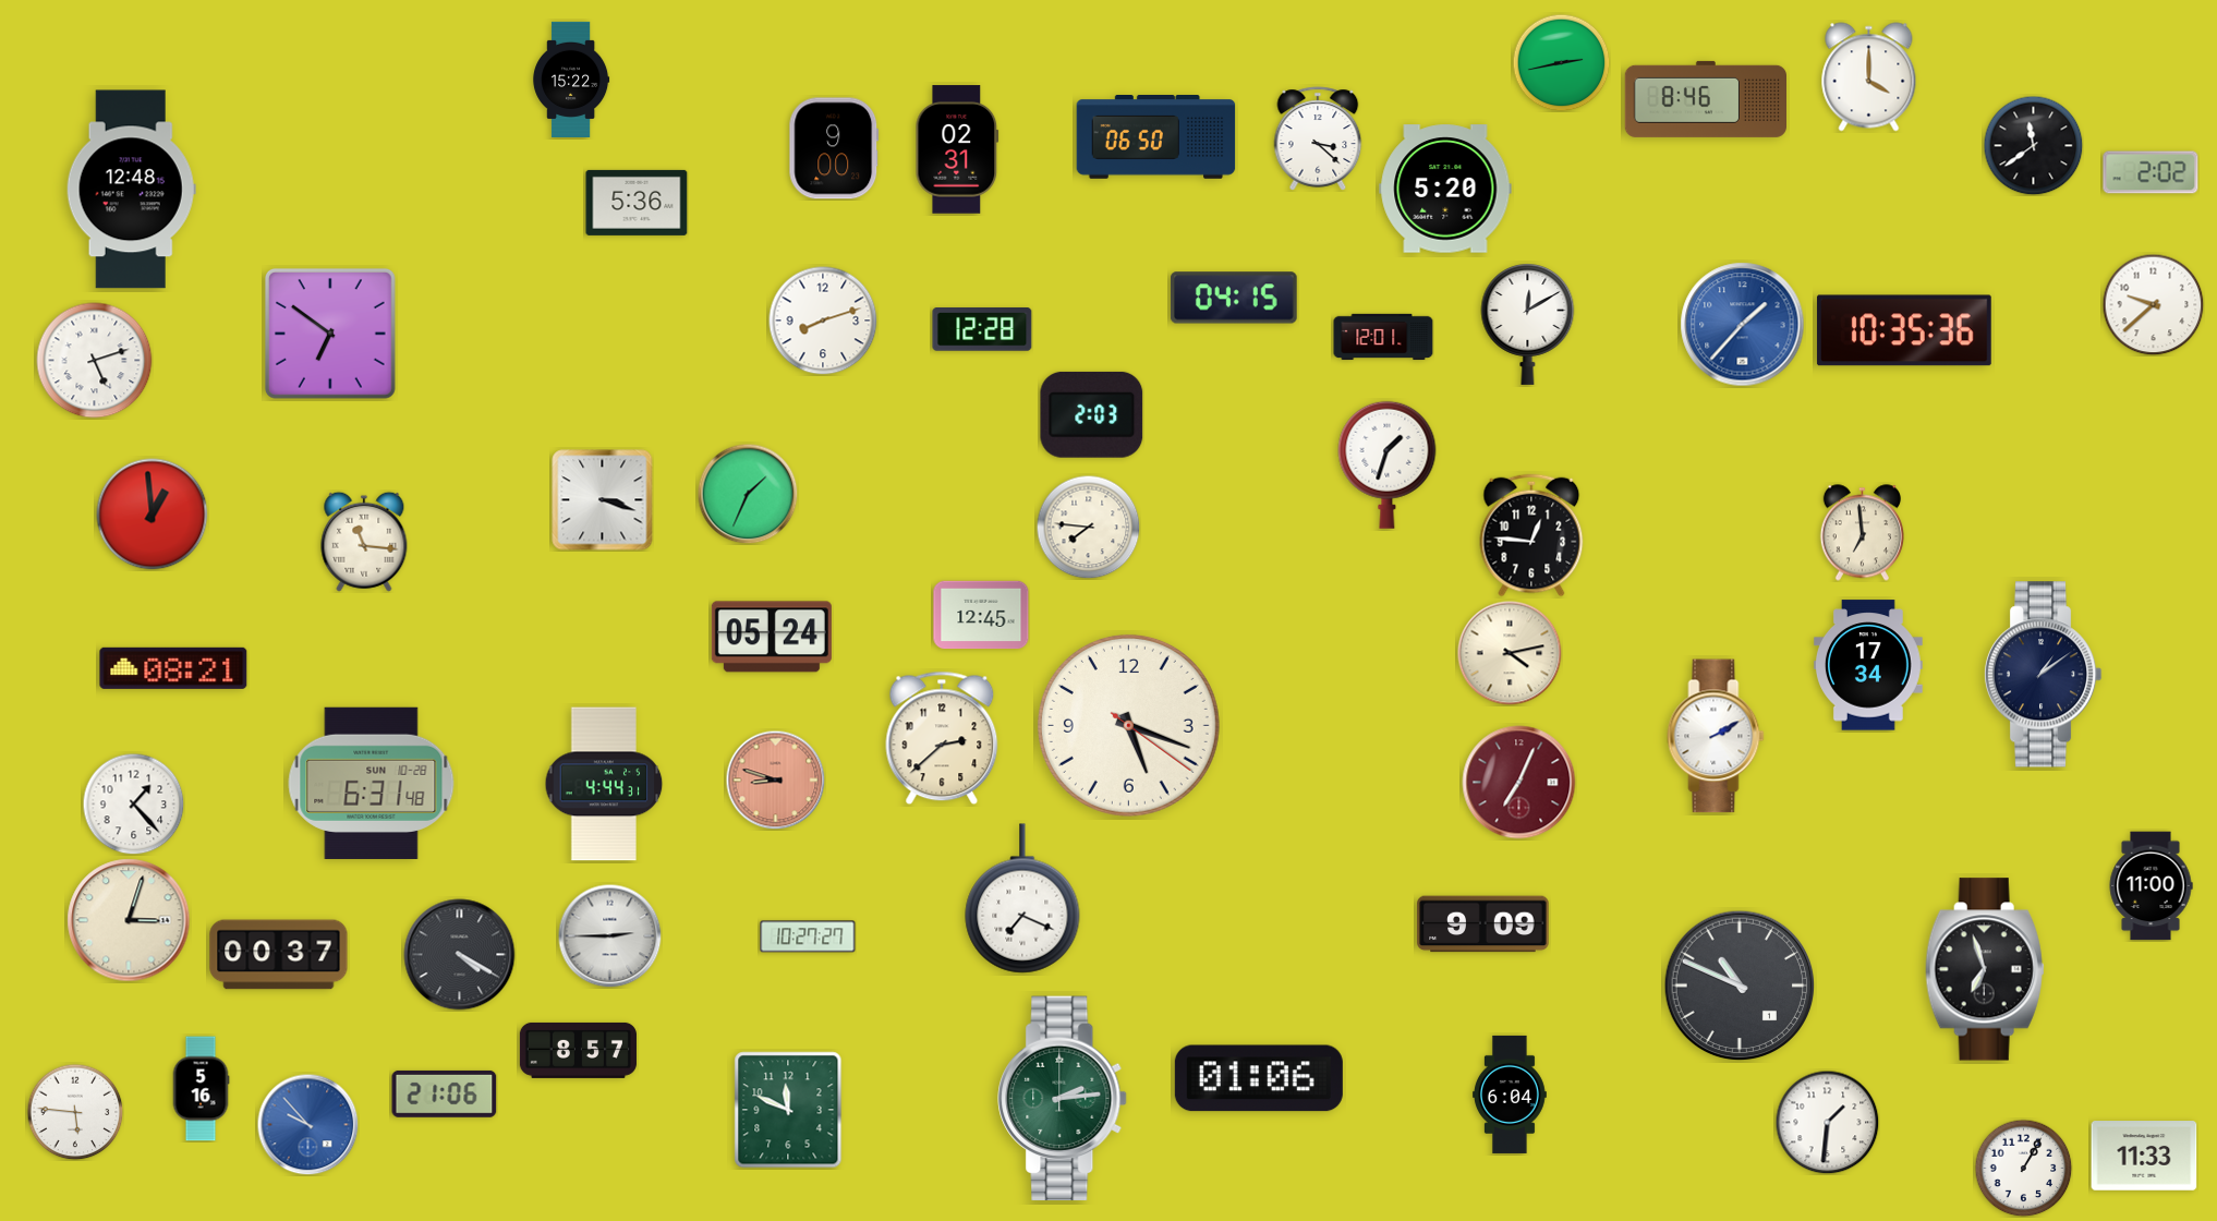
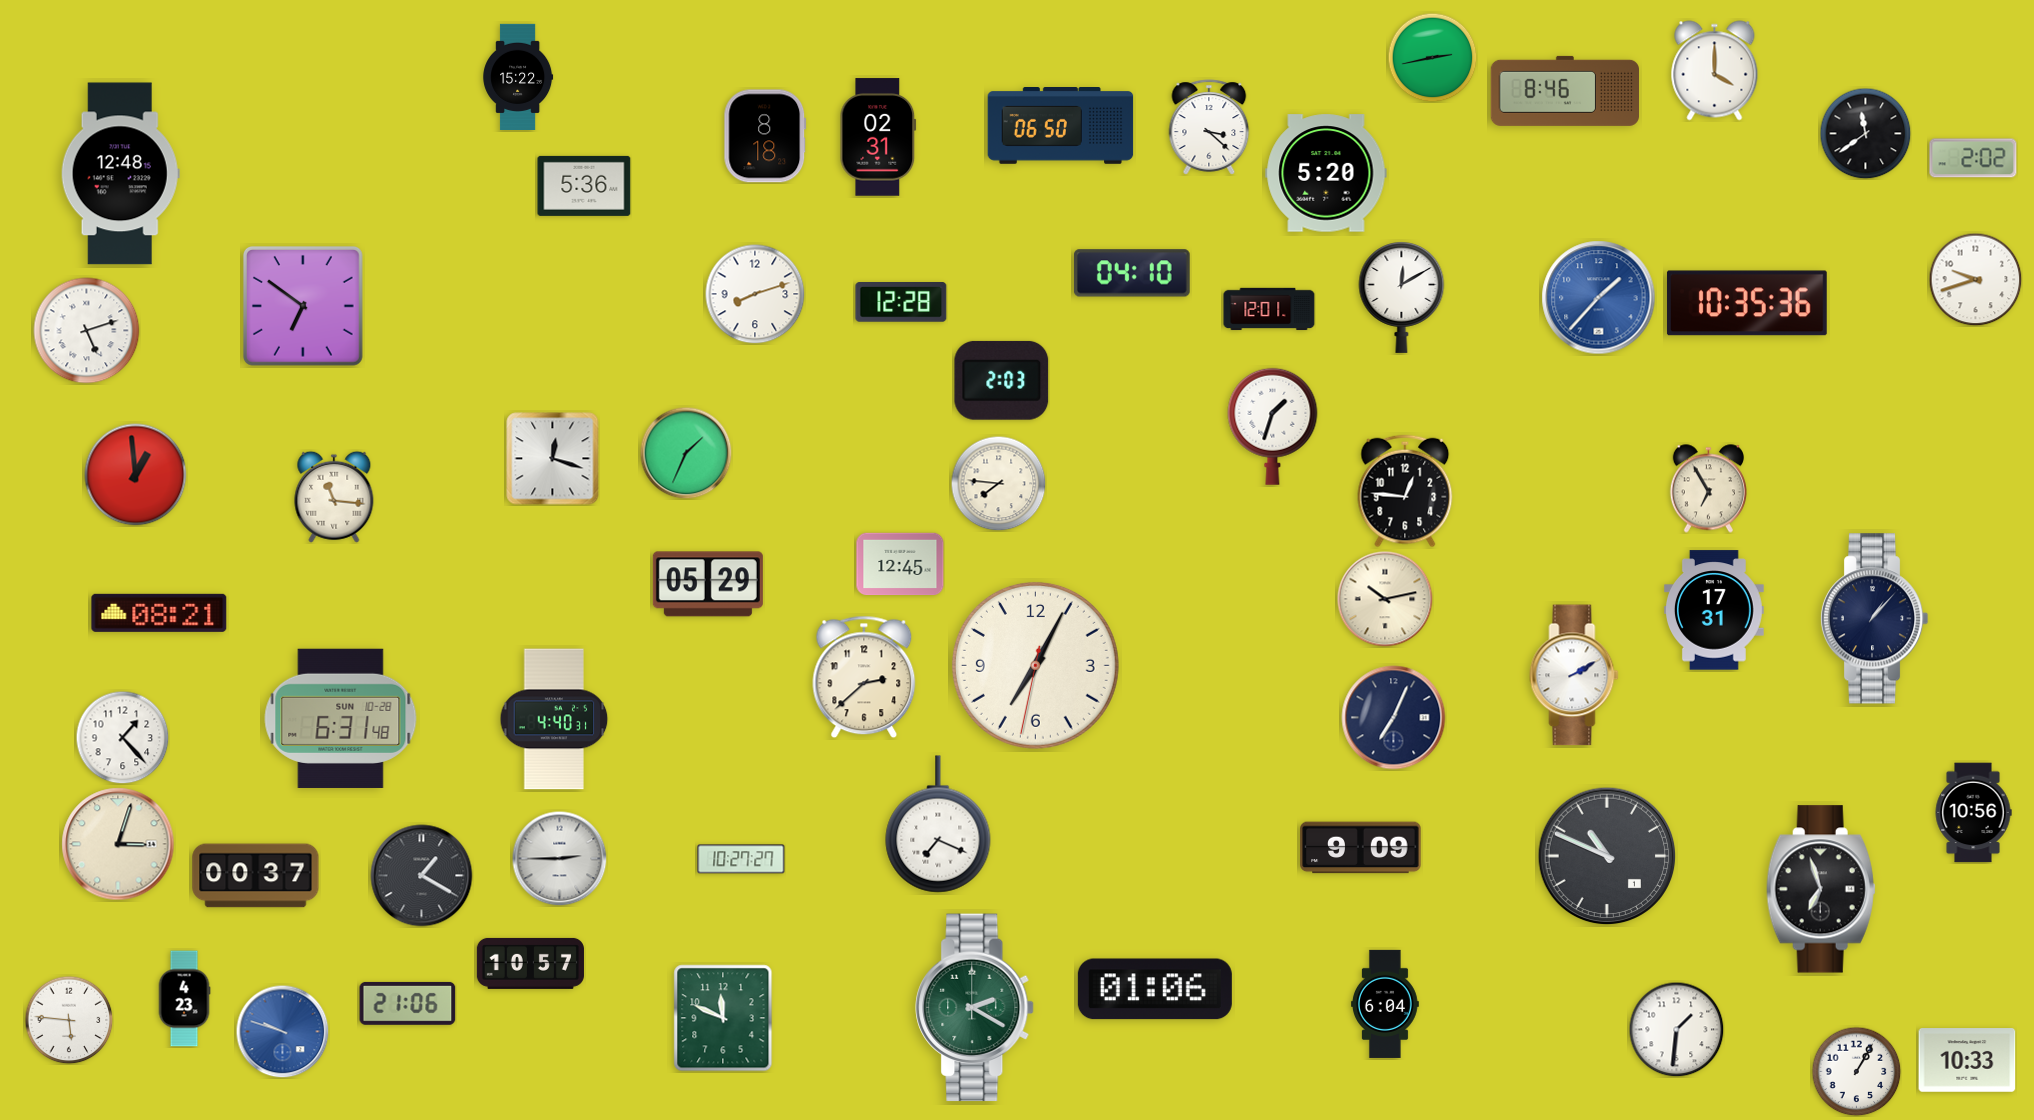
clock at (571, 78) position: (571, 78) -> (518, 76)
clock at (834, 148): 9:00 -> 8:18
clock at (1234, 298): 04:15 -> 04:10
clock at (2153, 304): 9:38 -> 9:42
clock at (603, 500): 3:18 -> 12:18
clock at (153, 515) position: (153, 515) -> (136, 475)
clock at (1862, 533): 6:59 -> 6:55
clock at (772, 637): 05:24 -> 05:29
clock at (1510, 653): 4:13 -> 10:13
clock at (1868, 665): 17:34 -> 17:31
clock at (2043, 675): 1:09 -> 1:07
clock at (1128, 725): 5:18 -> 7:04
clock at (775, 779): 8:48 -> none
clock at (1519, 783) dial: burgundy -> navy
clock at (604, 784): 4:44 -> 4:40
clock at (2151, 886): 11:00 -> 10:56
clock at (460, 955): 4:20 -> 1:20
clock at (1740, 986) position: (1740, 986) -> (1607, 856)
clock at (578, 1050): 8:57 -> 10:57
clock at (201, 1089): 5:16 -> 4:23
clock at (1063, 1099): 2:14 -> 2:20
clock at (307, 1124): 9:53 -> 9:48
clock at (2144, 1156): 11:33 -> 10:33
